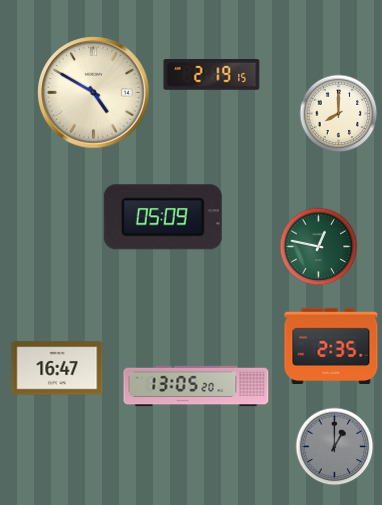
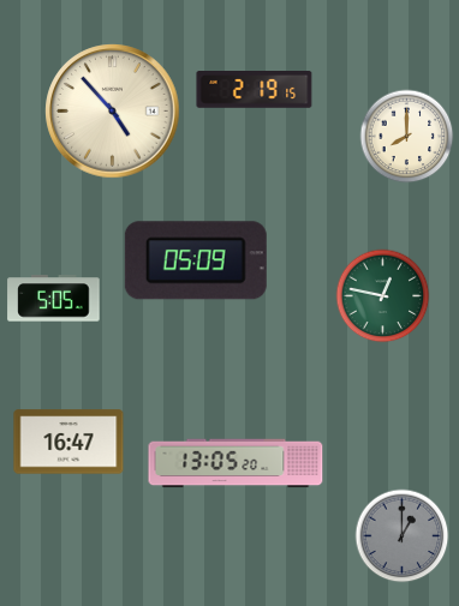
clock at (94, 93): 4:50 -> 4:53
clock at (54, 299): none -> 5:05
clock at (331, 346): 2:35 -> none
